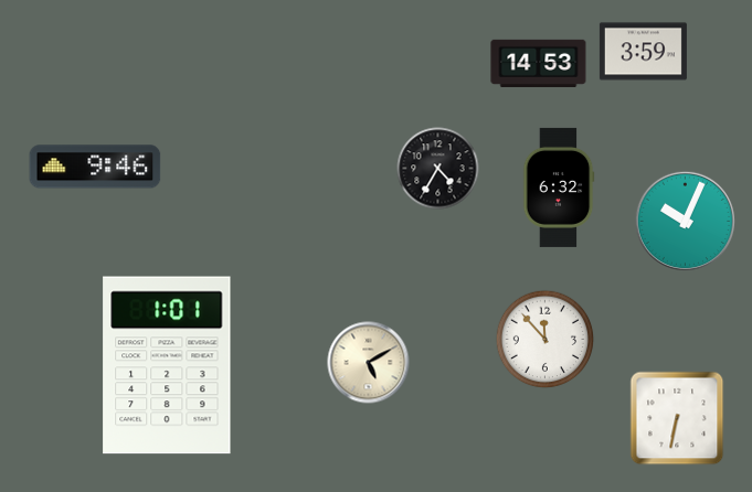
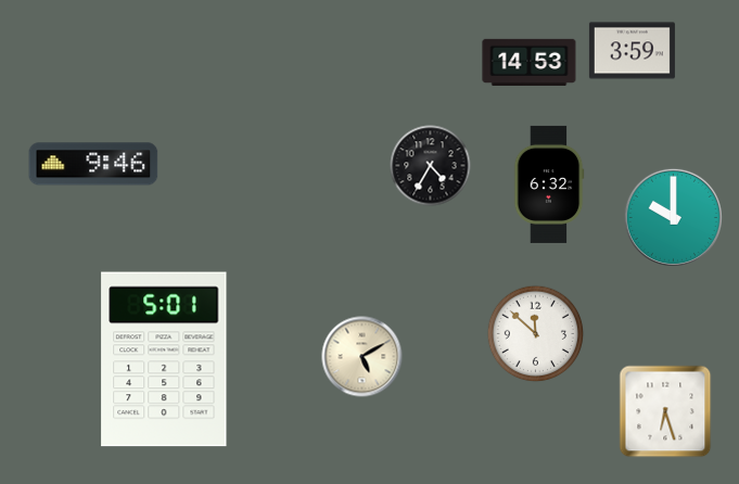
clock at (685, 221): 10:04 -> 10:00
clock at (546, 340): 11:53 -> 11:52
clock at (167, 365): 1:01 -> 5:01
clock at (677, 418): 6:32 -> 6:27
